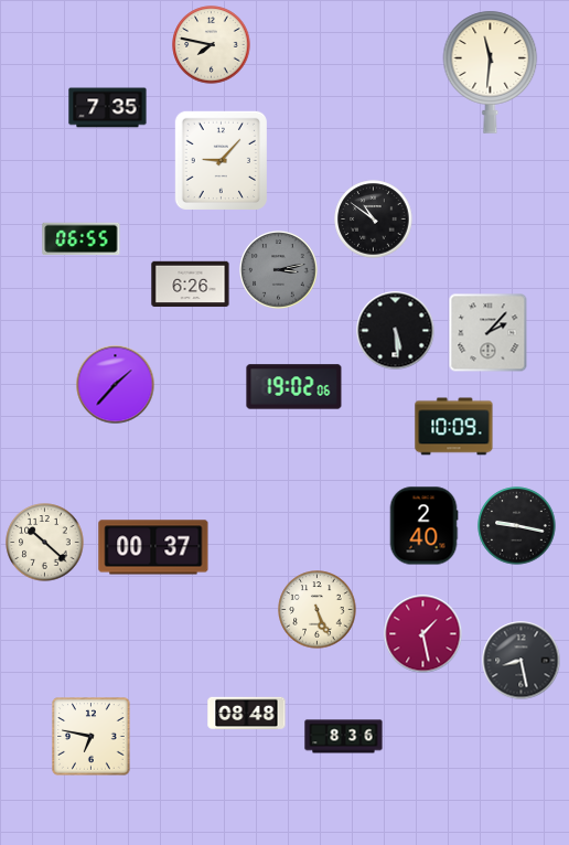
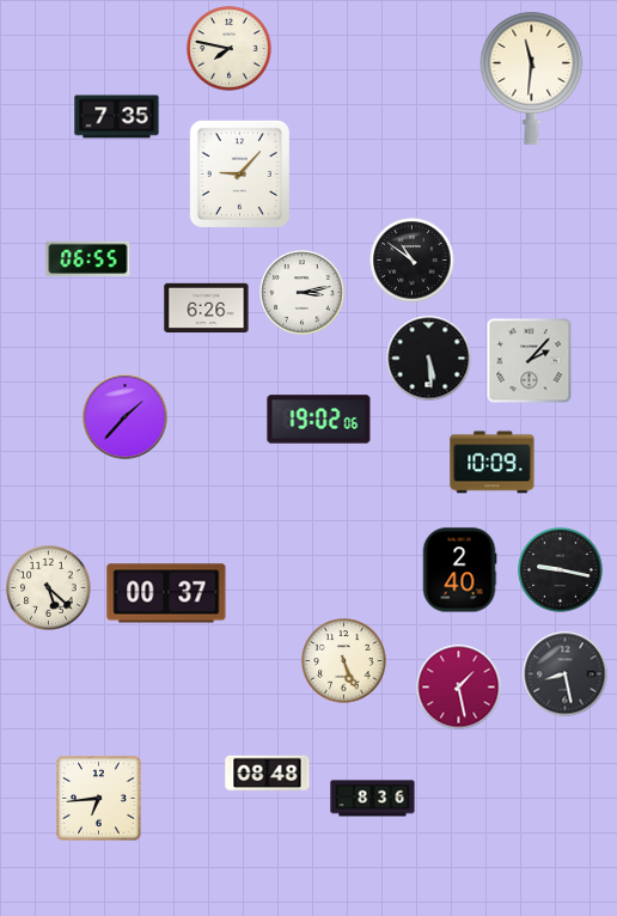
clock at (374, 220) position: (374, 220) -> (413, 261)
clock at (279, 270) dial: grey -> white
clock at (45, 543): 10:22 -> 5:22
clock at (522, 661) position: (522, 661) -> (566, 674)
clock at (92, 737): 6:47 -> 6:44
